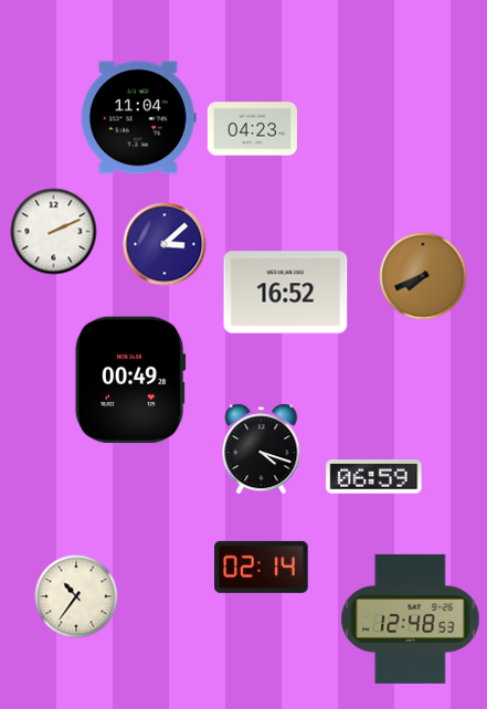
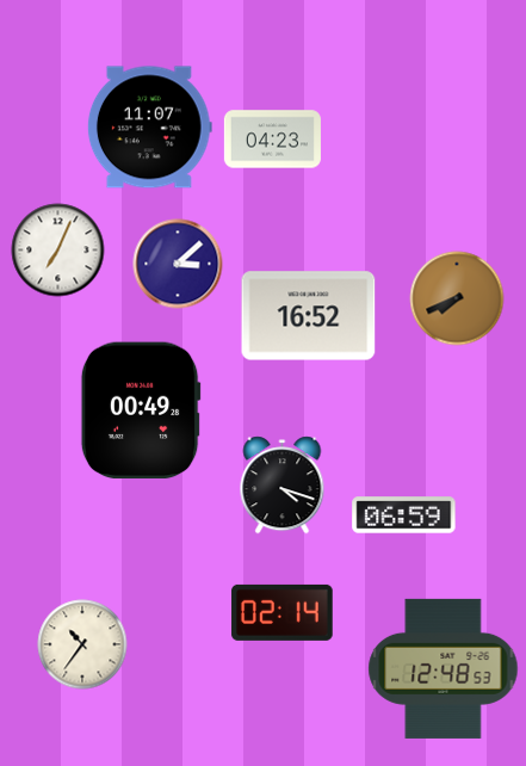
clock at (138, 118): 11:04 -> 11:07
clock at (54, 232): 2:11 -> 7:04
